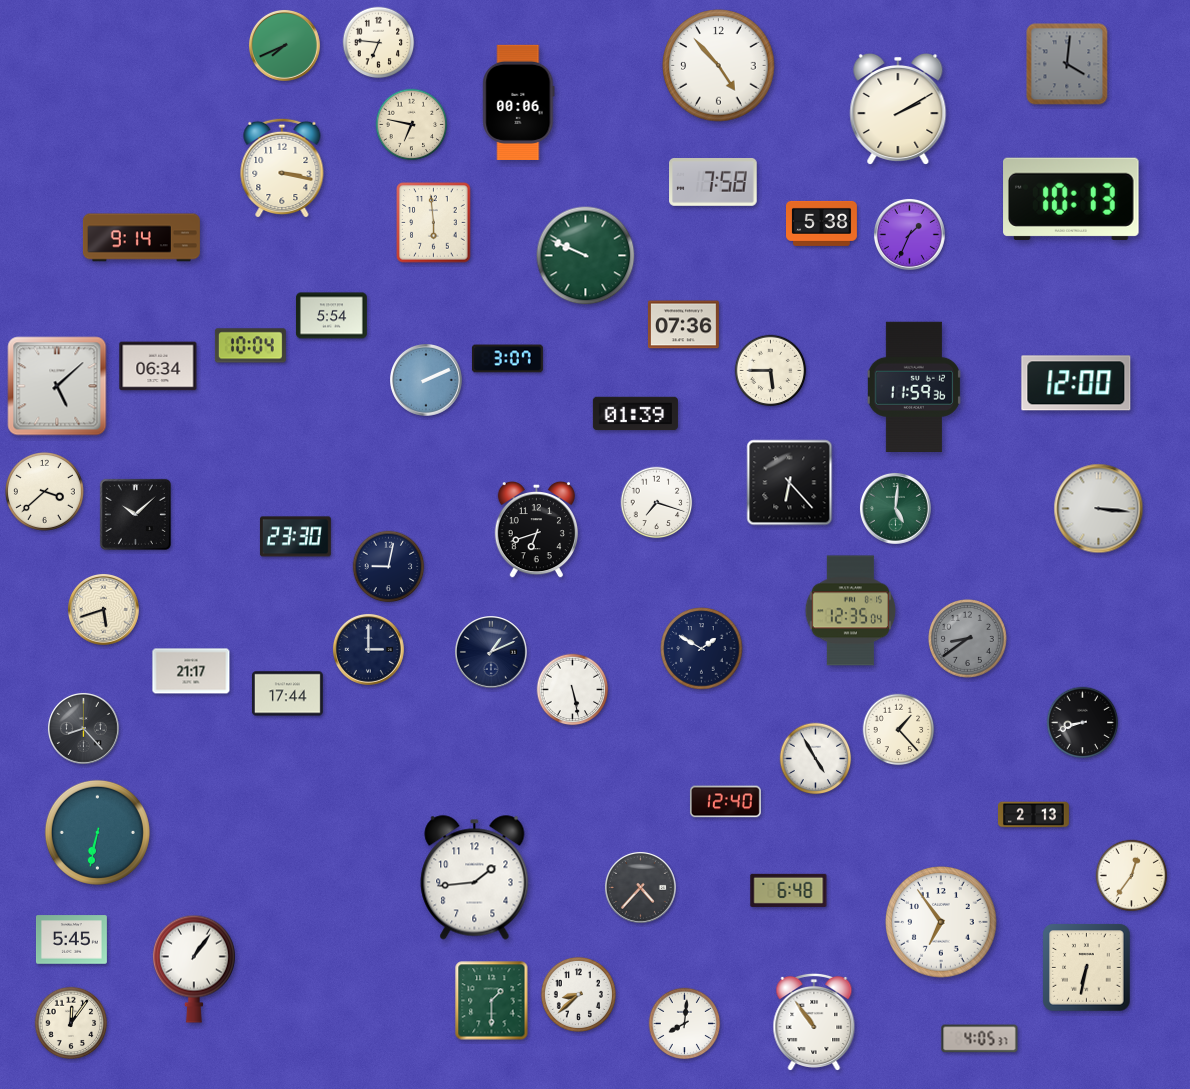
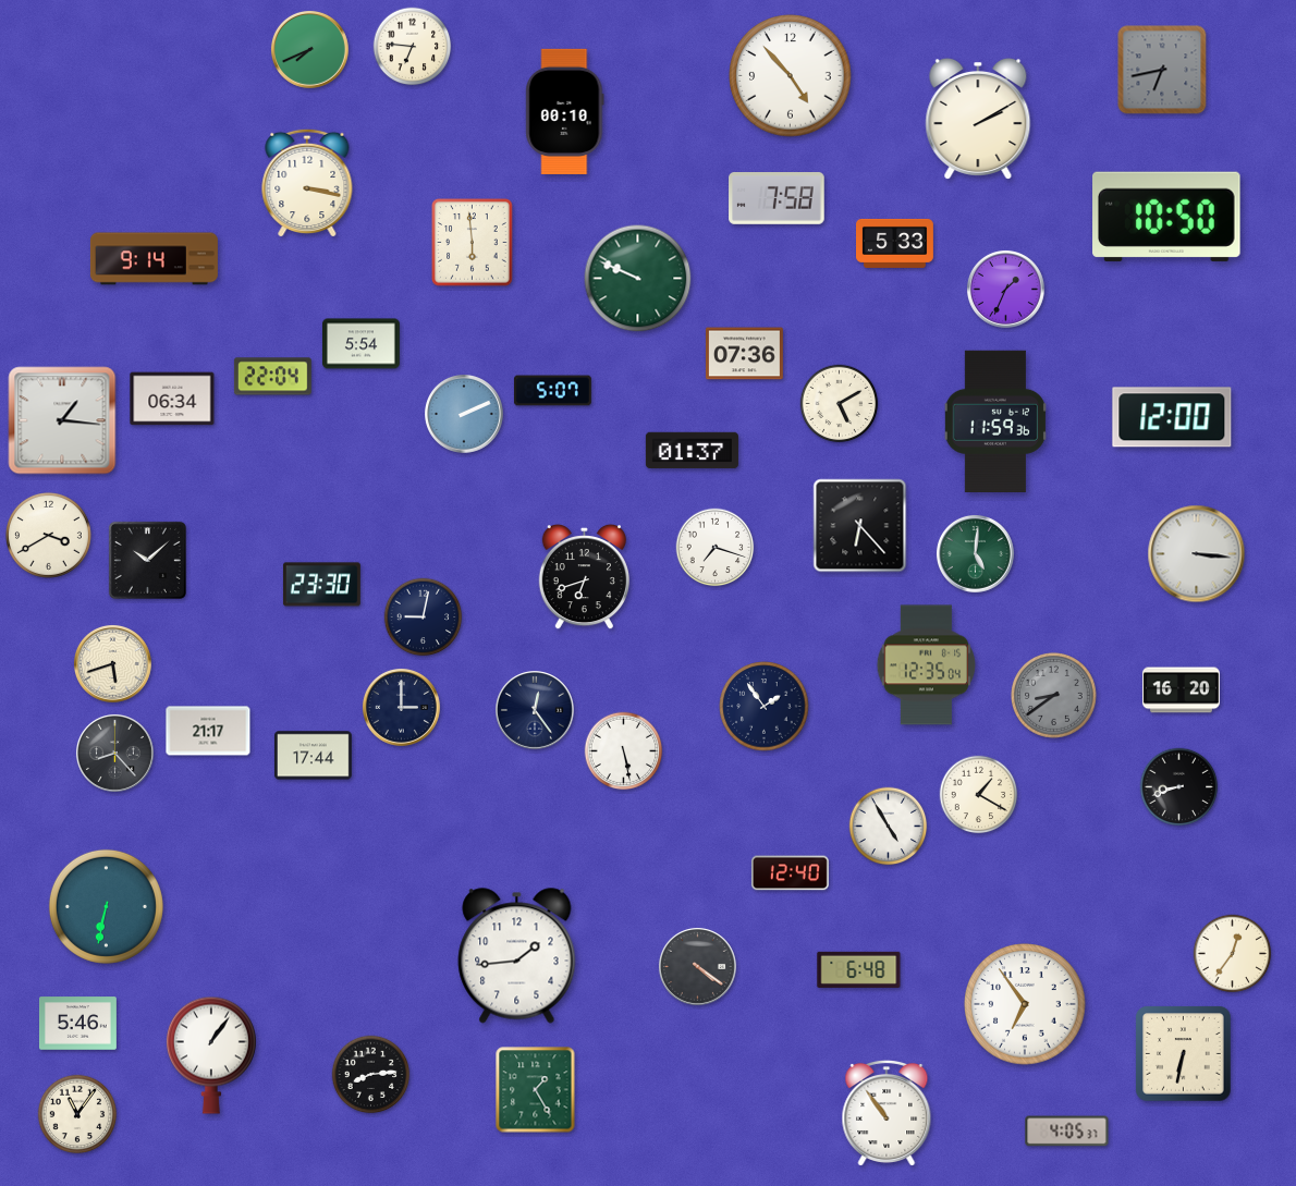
clock at (1067, 64): 4:01 -> 6:43
clock at (719, 66) position: (719, 66) -> (791, 76)
clock at (519, 102): 00:06 -> 00:10
clock at (412, 125): 6:47 -> none
clock at (1071, 199): 10:13 -> 10:50
clock at (822, 223): 5:38 -> 5:33
clock at (909, 234) position: (909, 234) -> (1005, 289)
clock at (250, 346): 10:04 -> 22:04
clock at (507, 359): 3:07 -> 5:07
clock at (771, 371): 5:45 -> 5:10
clock at (57, 386): 5:08 -> 1:16
clock at (635, 414): 01:39 -> 01:37
clock at (45, 492): 3:38 -> 3:40
clock at (1181, 690): none -> 16:20
clock at (702, 649): 1:50 -> 1:54
clock at (492, 653): 1:11 -> 12:24
clock at (83, 728) position: (83, 728) -> (114, 753)
clock at (899, 730): 1:23 -> 1:20
clock at (1034, 815): 2:13 -> none
clock at (640, 887): 4:37 -> 4:21
clock at (71, 940): 5:45 -> 5:46
clock at (371, 1075): none -> 8:14
clock at (578, 994): 8:38 -> none
clock at (492, 1001): 1:30 -> 1:25
clock at (71, 1023): 12:06 -> 11:06
clock at (685, 1024): 8:01 -> none
